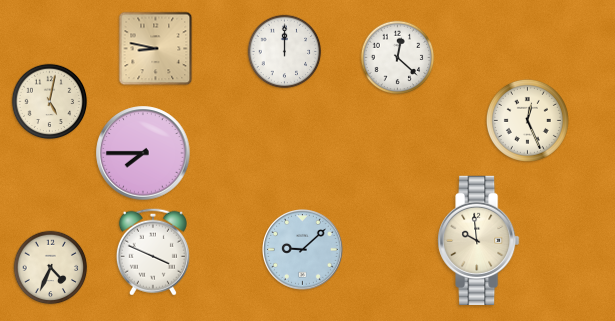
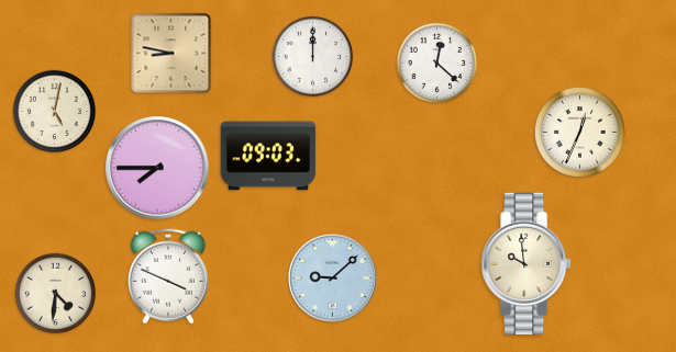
clock at (527, 120): 12:26 -> 12:34
clock at (268, 156): none -> 09:03
clock at (303, 250) position: (303, 250) -> (333, 279)
clock at (51, 268): 4:34 -> 4:31
